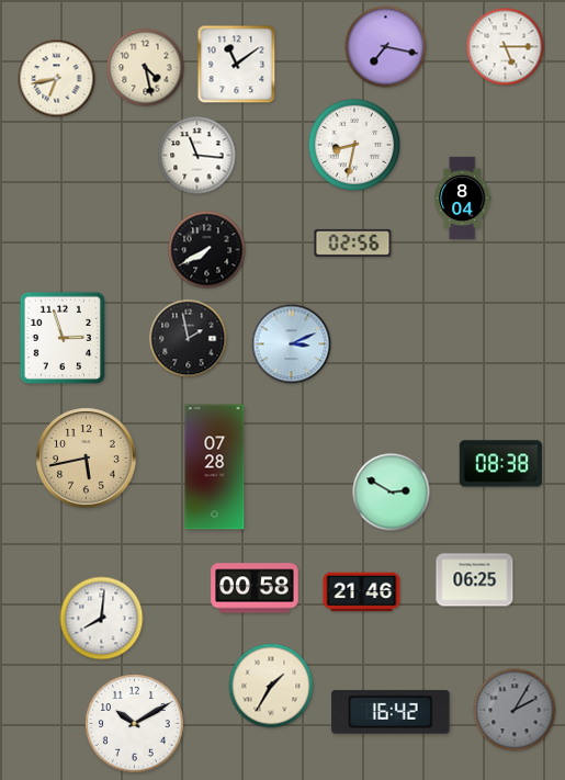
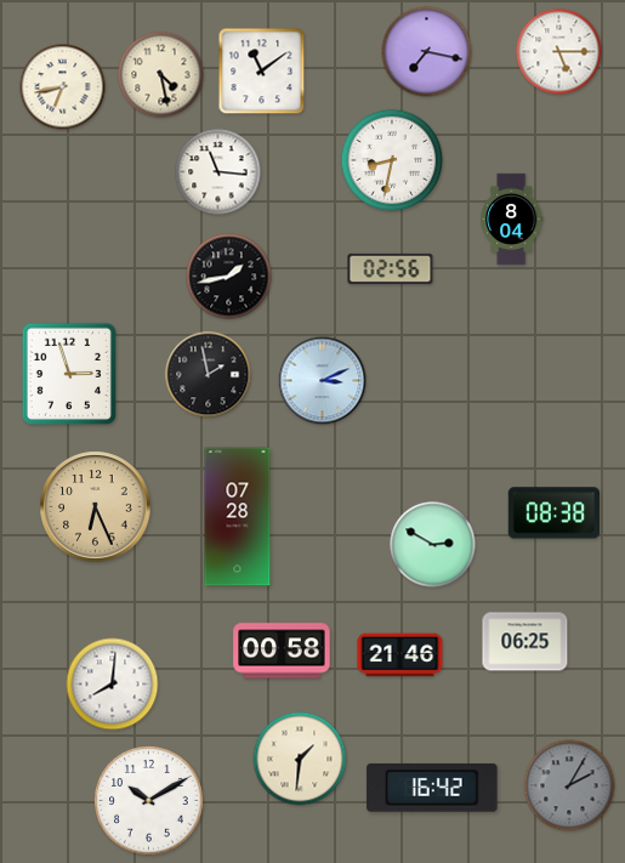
clock at (207, 250): 7:40 -> 1:43
clock at (87, 459): 5:43 -> 6:26
clock at (271, 686): 1:35 -> 1:31
